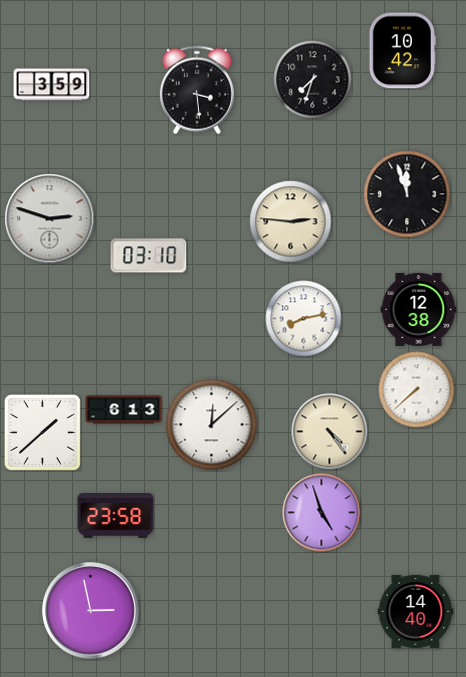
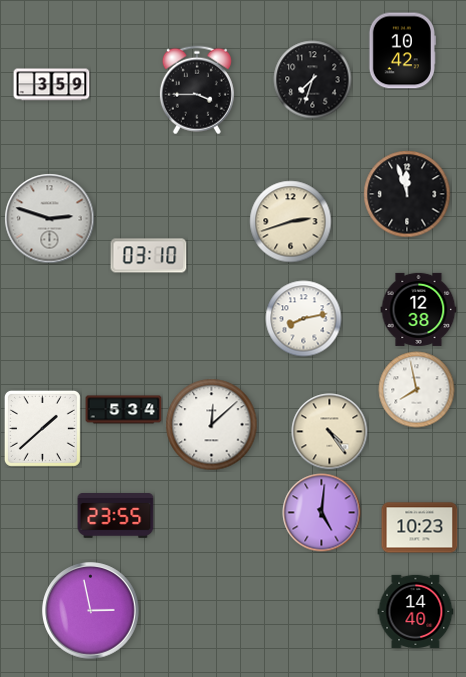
clock at (197, 90): 3:29 -> 3:45
clock at (291, 222): 2:46 -> 2:42
clock at (417, 390): 7:38 -> 7:58
clock at (124, 410): 6:13 -> 5:34
clock at (42, 432) position: (42, 432) -> (42, 428)
clock at (322, 513): 4:57 -> 5:01
clock at (116, 516): 23:58 -> 23:55
clock at (420, 528): none -> 10:23
